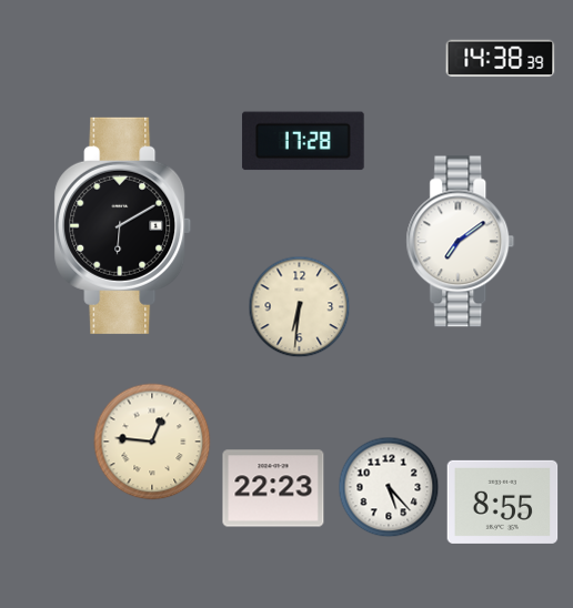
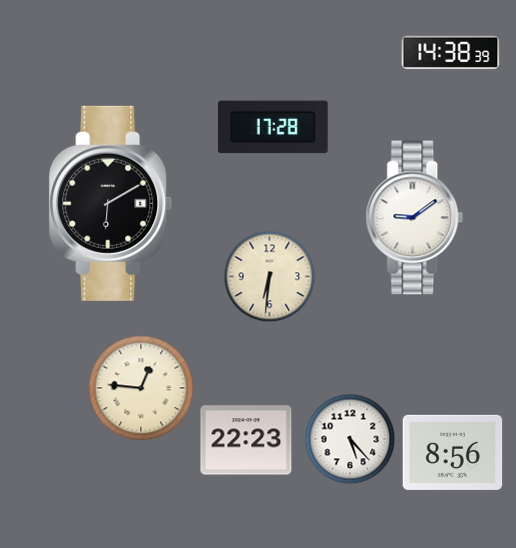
clock at (461, 242): 7:09 -> 9:09
clock at (152, 442) position: (152, 442) -> (141, 388)
clock at (503, 501): 8:55 -> 8:56
